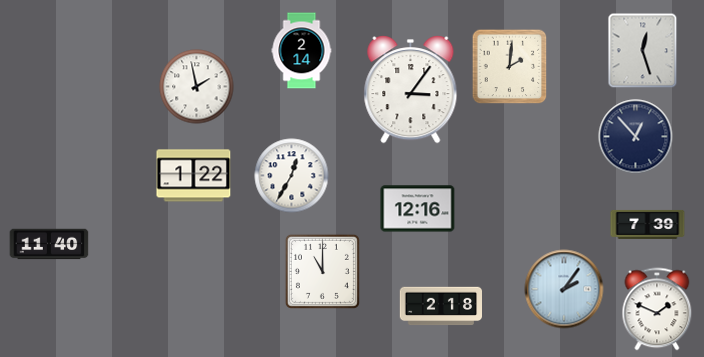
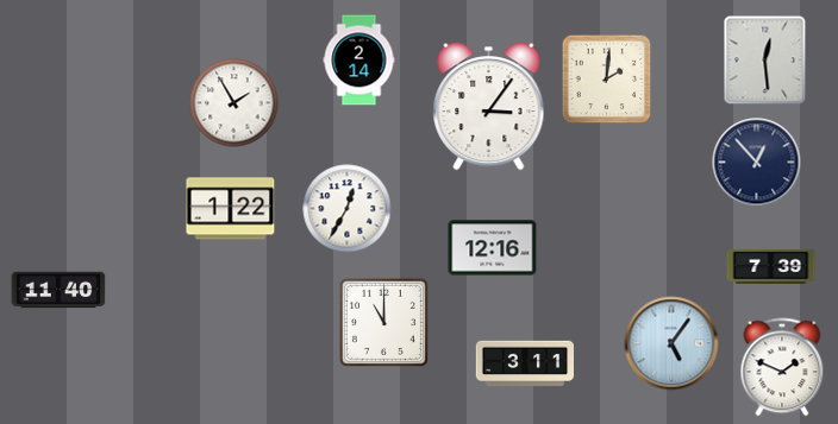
clock at (643, 51): 12:27 -> 12:29
clock at (197, 87): 1:58 -> 1:55
clock at (418, 209) position: (418, 209) -> (493, 248)
clock at (564, 289): 2:06 -> 5:06
clock at (440, 306): 2:18 -> 3:11
